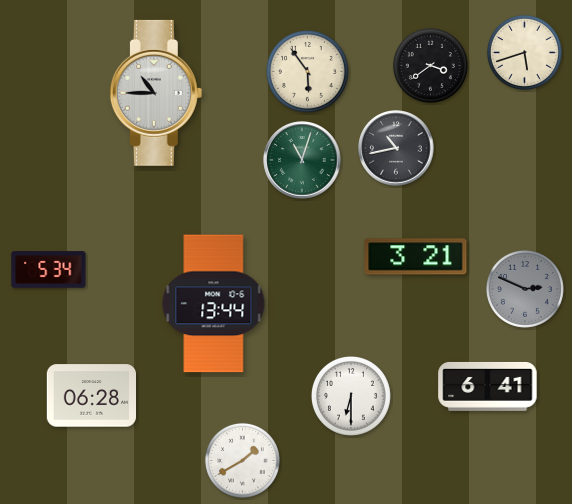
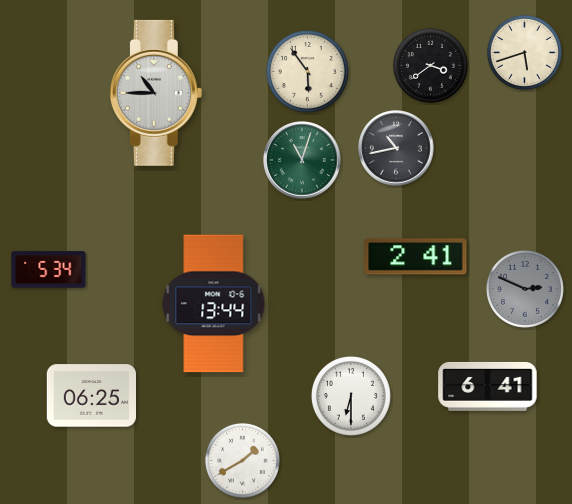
clock at (416, 257): 3:21 -> 2:41
clock at (91, 396): 06:28 -> 06:25
